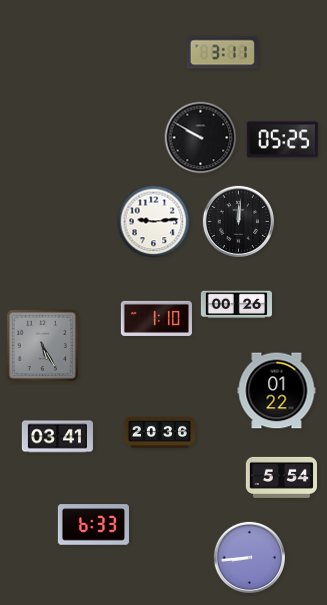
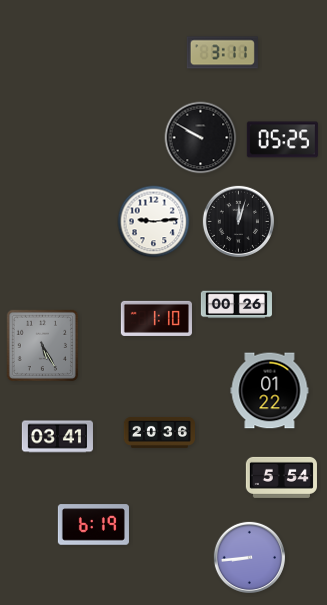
clock at (238, 221): 12:01 -> 12:03
clock at (277, 391) position: (277, 391) -> (270, 391)
clock at (93, 525): 6:33 -> 6:19
